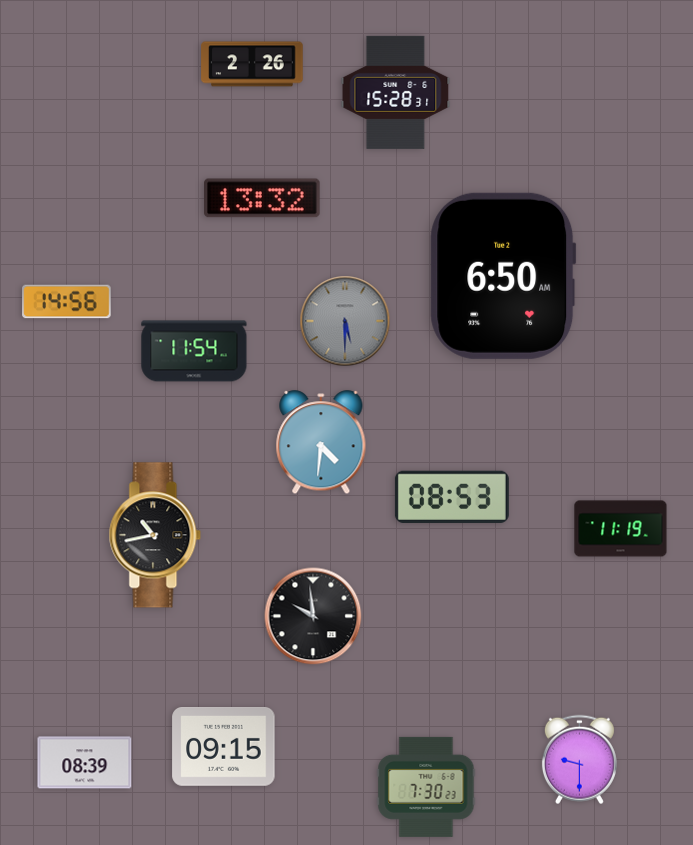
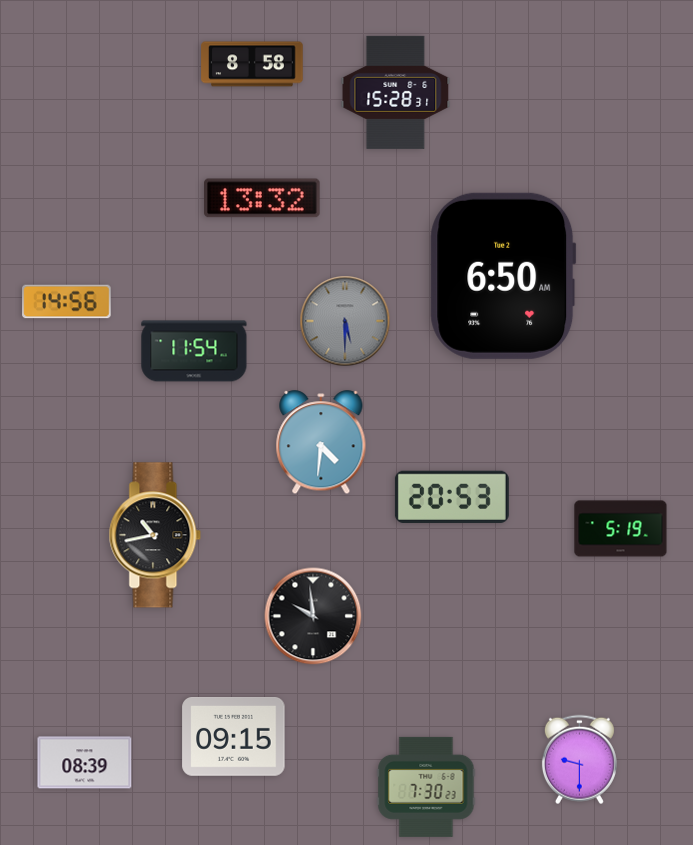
clock at (252, 64): 2:26 -> 8:58
clock at (452, 497): 08:53 -> 20:53
clock at (621, 529): 11:19 -> 5:19
clock at (224, 747) position: (224, 747) -> (234, 737)
